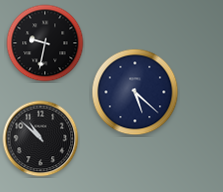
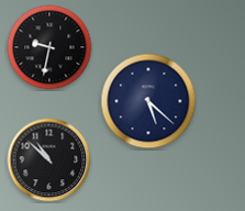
clock at (41, 139) position: (41, 139) -> (49, 160)
